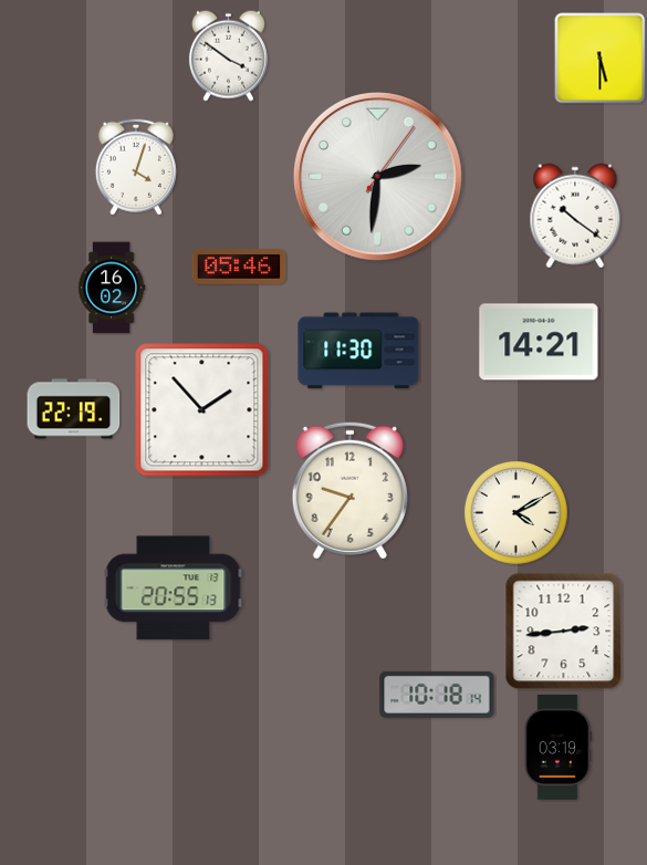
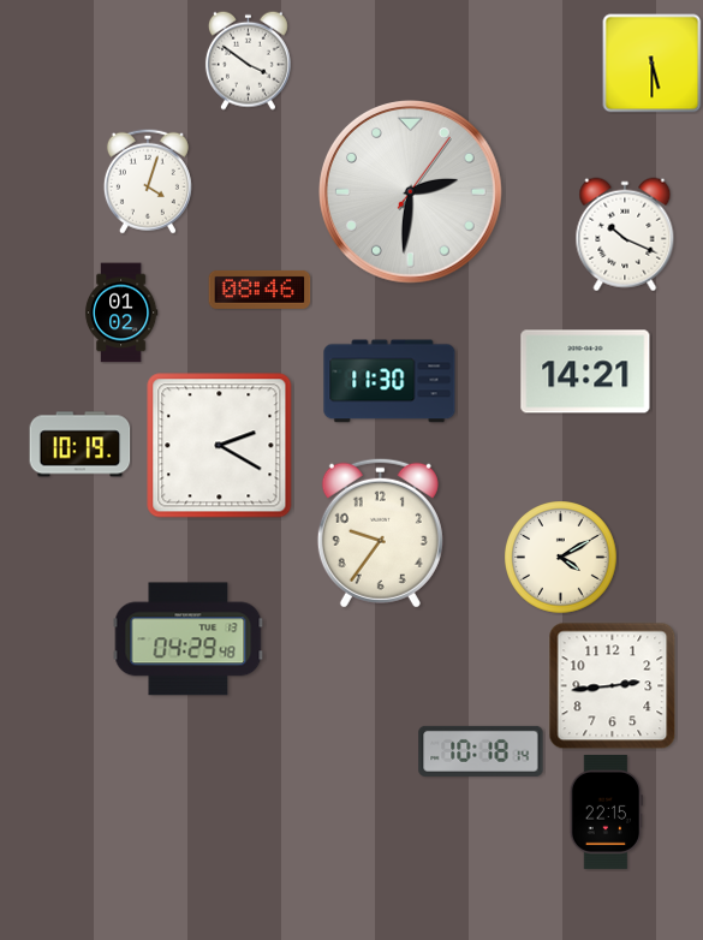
clock at (575, 216): 10:21 -> 10:19
clock at (239, 267): 05:46 -> 08:46
clock at (112, 288): 16:02 -> 01:02
clock at (74, 409): 22:19 -> 10:19
clock at (202, 410): 1:53 -> 2:20
clock at (174, 588): 20:55 -> 04:29
clock at (437, 695) position: (437, 695) -> (481, 751)
clock at (557, 747): 03:19 -> 22:15
